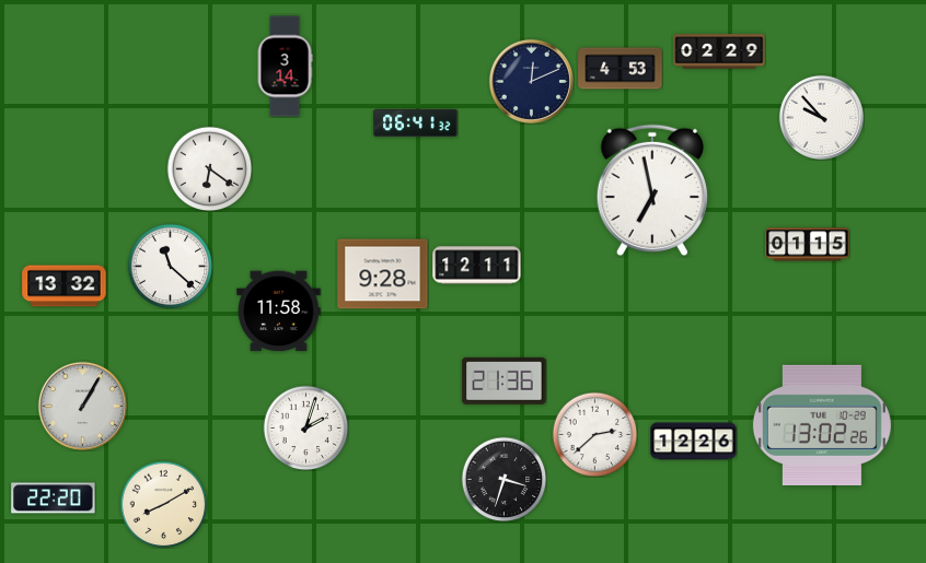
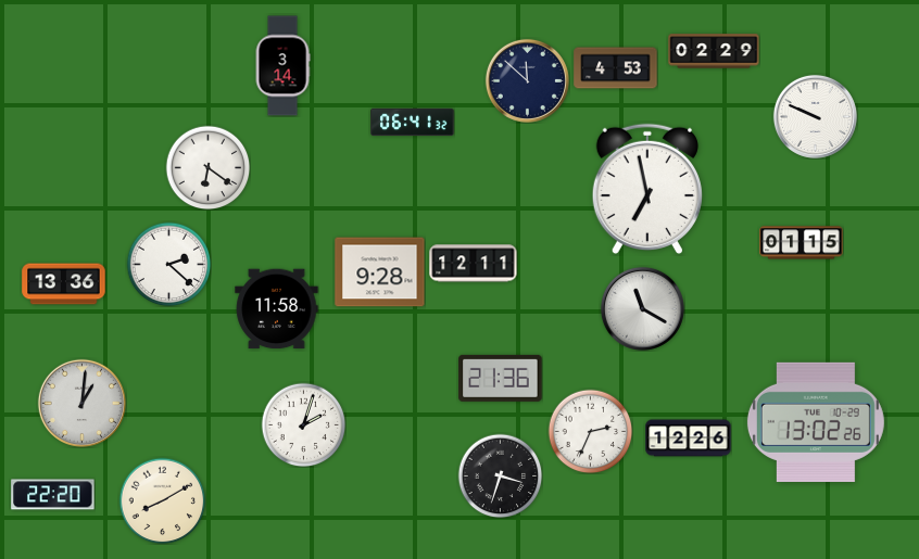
clock at (531, 81): 12:11 -> 11:52
clock at (821, 117): 9:53 -> 9:49
clock at (170, 266): 11:22 -> 2:22
clock at (65, 286): 13:32 -> 13:36
clock at (642, 308): none -> 11:20
clock at (82, 406): 1:05 -> 1:01
clock at (594, 434): 2:38 -> 2:34
